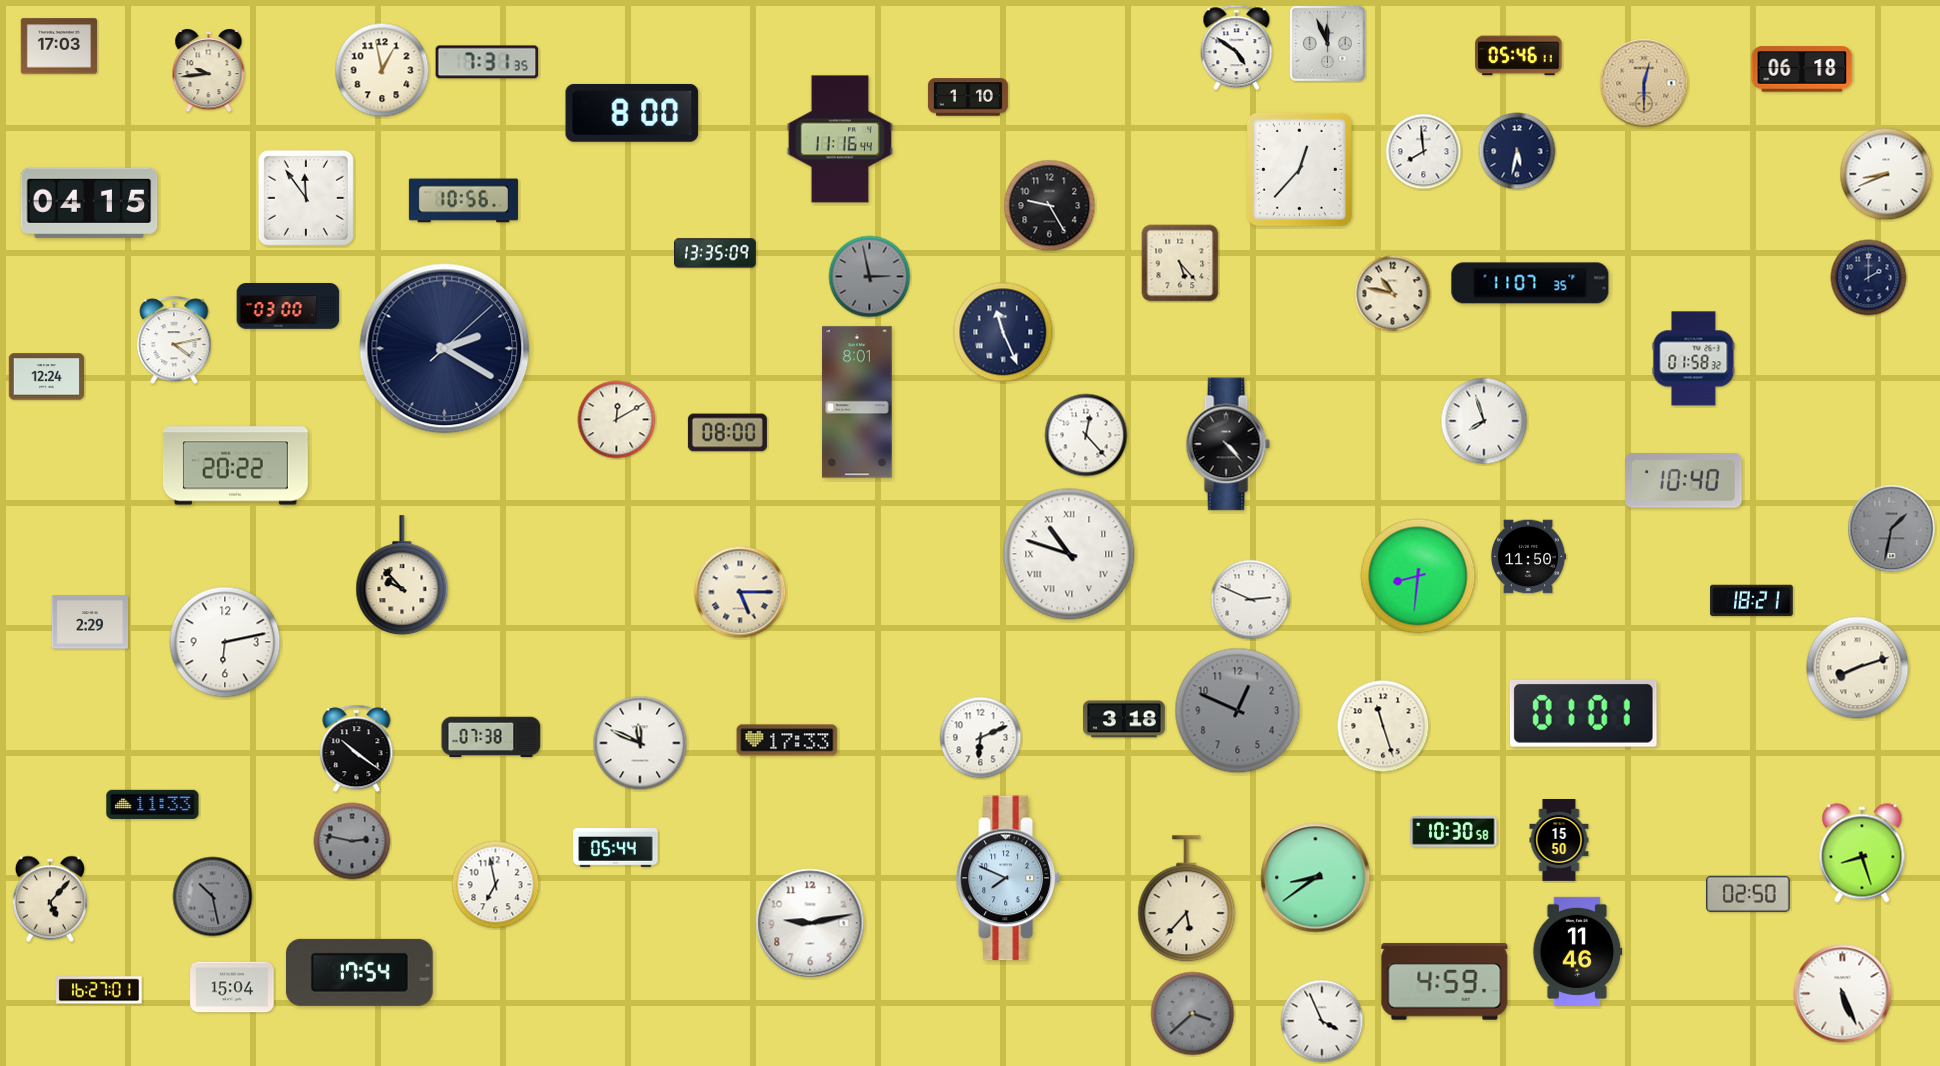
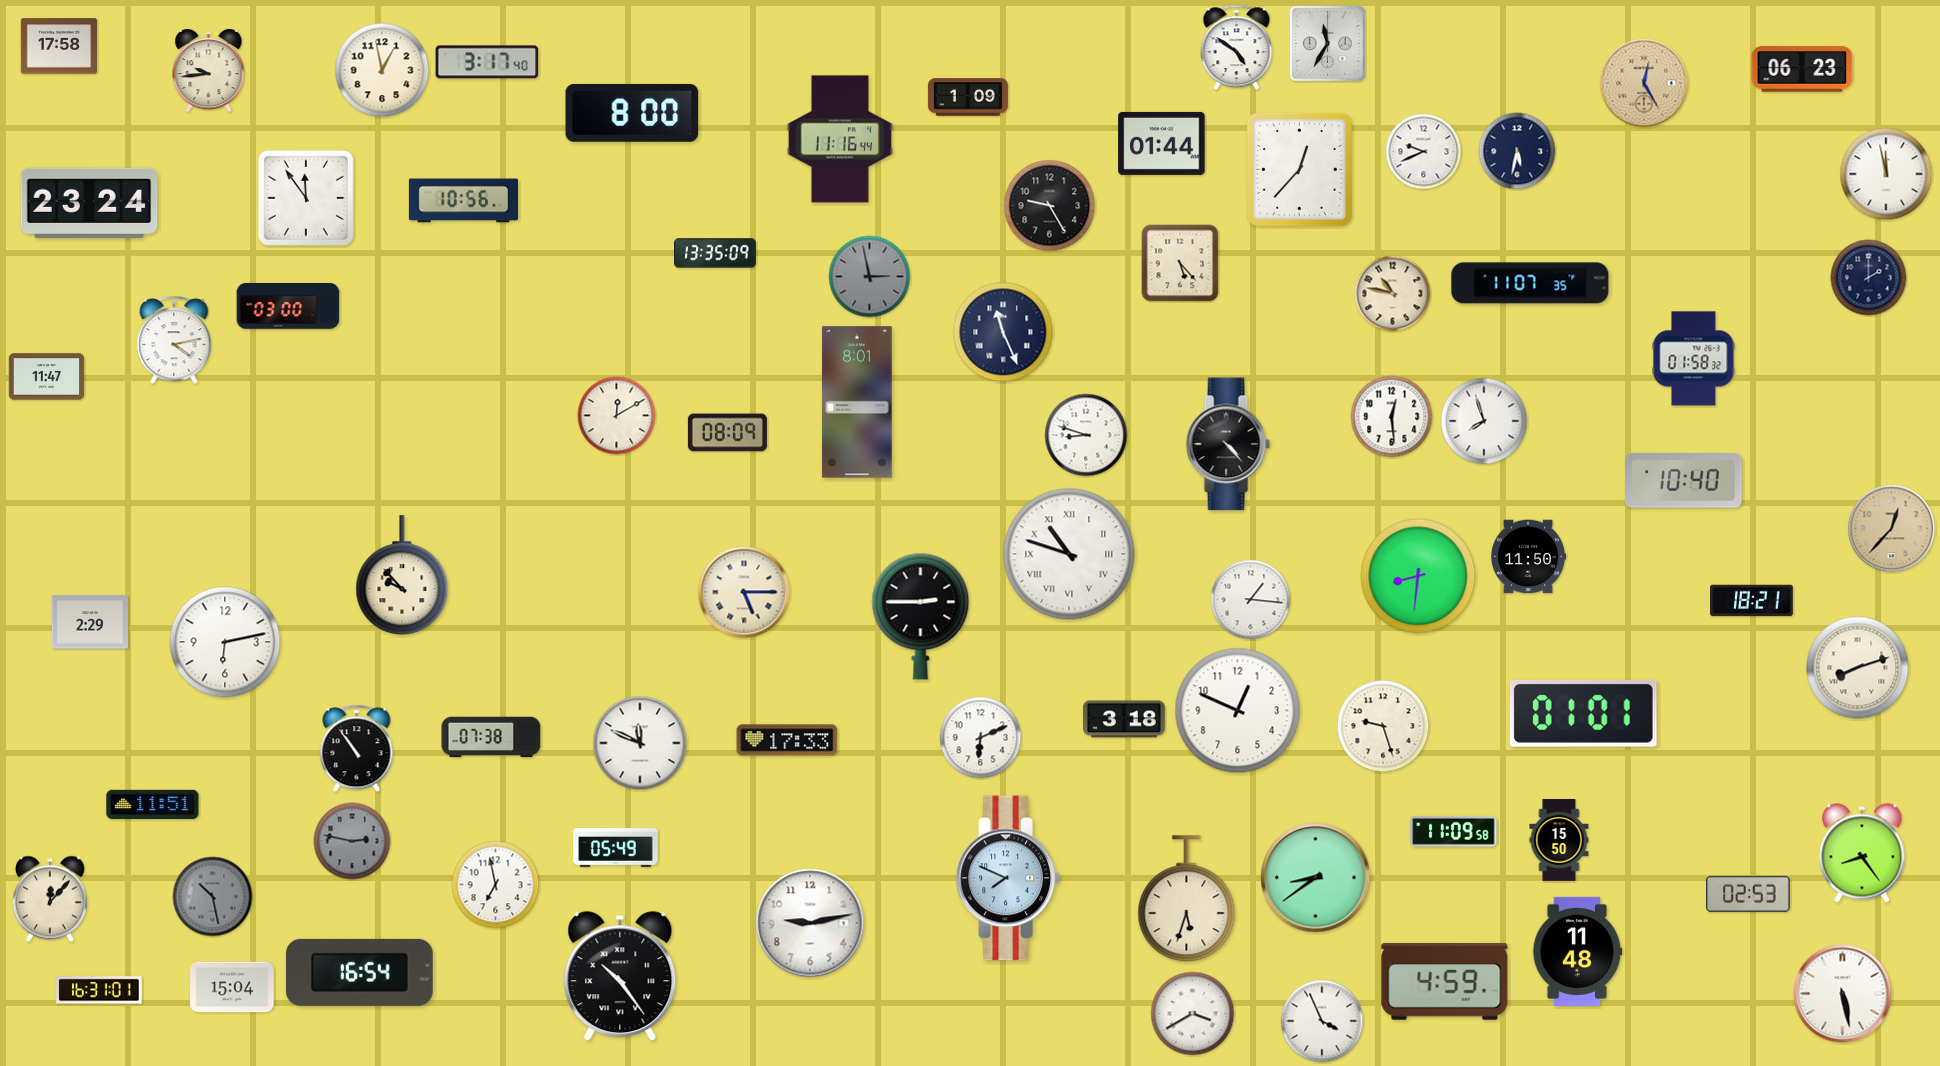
clock at (1327, 43): 11:56 -> 11:35
clock at (58, 46): 17:03 -> 17:58
clock at (1519, 56): 05:46 -> none
clock at (487, 62): 7:31 -> 3:17
clock at (1802, 69): 06:18 -> 06:23
clock at (1644, 83): 12:30 -> 12:25
clock at (968, 97): 1:10 -> 1:09
clock at (1162, 143): none -> 01:44
clock at (1424, 152): 7:59 -> 9:41
clock at (1886, 174): 8:41 -> 11:58
clock at (89, 203): 04:15 -> 23:24
clock at (445, 349): 2:20 -> none
clock at (47, 377): 12:24 -> 11:47
clock at (1392, 417): none -> 12:29
clock at (617, 420) position: (617, 420) -> (617, 416)
clock at (727, 433): 08:00 -> 08:09
clock at (1086, 435): 12:23 -> 8:48
clock at (235, 466): 20:22 -> none
clock at (1892, 529): 1:32 -> 12:37
clock at (1892, 529) dial: grey -> champagne
clock at (740, 592) position: (740, 592) -> (744, 592)
clock at (1251, 600): 2:49 -> 1:16
clock at (921, 616): none -> 2:45
clock at (1238, 711) dial: grey -> white
clock at (1383, 726): 11:27 -> 9:27
clock at (357, 749): 10:21 -> 10:54
clock at (153, 804): 11:33 -> 11:51
clock at (1454, 831): 10:30 -> 11:09
clock at (616, 848): 05:44 -> 05:49
clock at (1862, 853): 8:27 -> 8:24
clock at (1748, 894): 02:50 -> 02:53
clock at (50, 899): 5:07 -> 12:07
clock at (1187, 899): 5:37 -> 5:33
clock at (1578, 951): 11:46 -> 11:48
clock at (359, 972): 17:54 -> 16:54
clock at (620, 977): none -> 10:24
clock at (99, 990): 16:27 -> 16:31
clock at (1843, 994): 5:26 -> 5:28
clock at (1193, 1014): 3:38 -> 3:40
clock at (1193, 1014) dial: grey -> white
